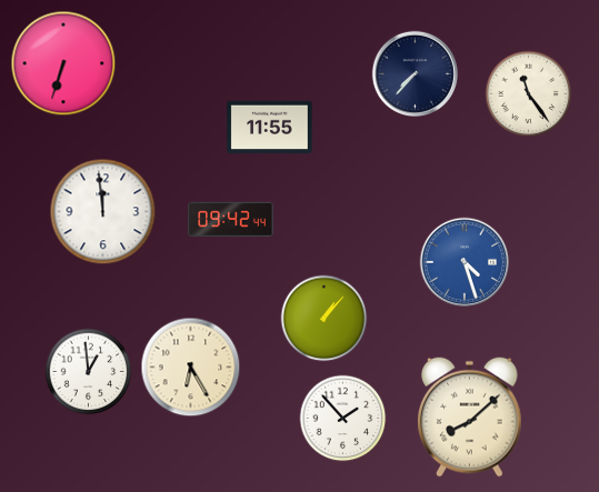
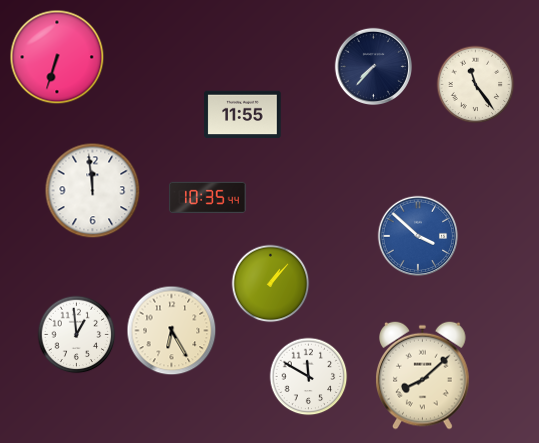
clock at (231, 219): 09:42 -> 10:35
clock at (465, 262): 4:27 -> 3:52
clock at (323, 318) position: (323, 318) -> (270, 283)
clock at (88, 371) position: (88, 371) -> (76, 334)
clock at (342, 418): 1:53 -> 11:50
